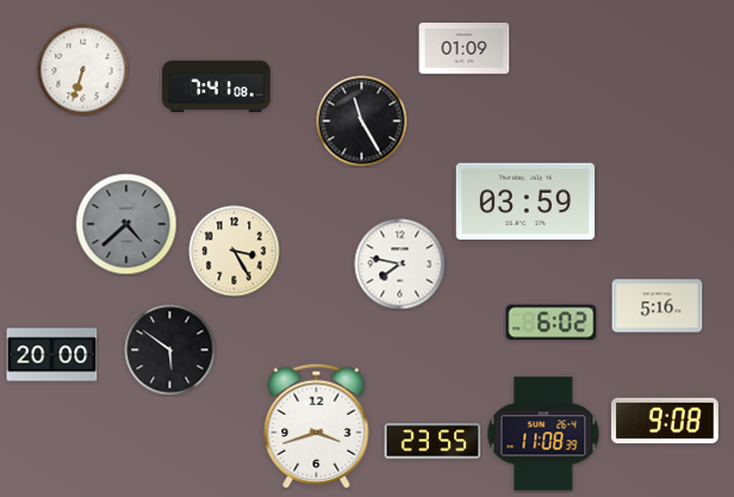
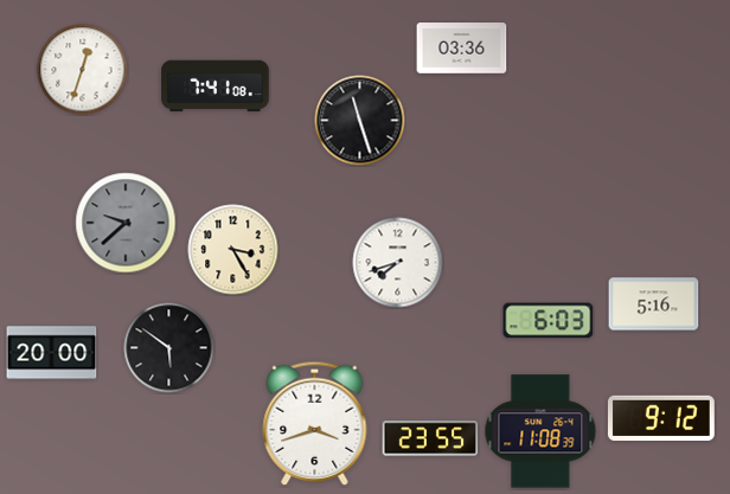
clock at (465, 49): 01:09 -> 03:36
clock at (83, 70): 6:33 -> 12:33
clock at (362, 122): 11:25 -> 11:27
clock at (524, 201): 03:59 -> none
clock at (126, 224): 4:38 -> 9:38
clock at (400, 265): 7:47 -> 7:42
clock at (552, 323): 6:02 -> 6:03
clock at (665, 421): 9:08 -> 9:12
